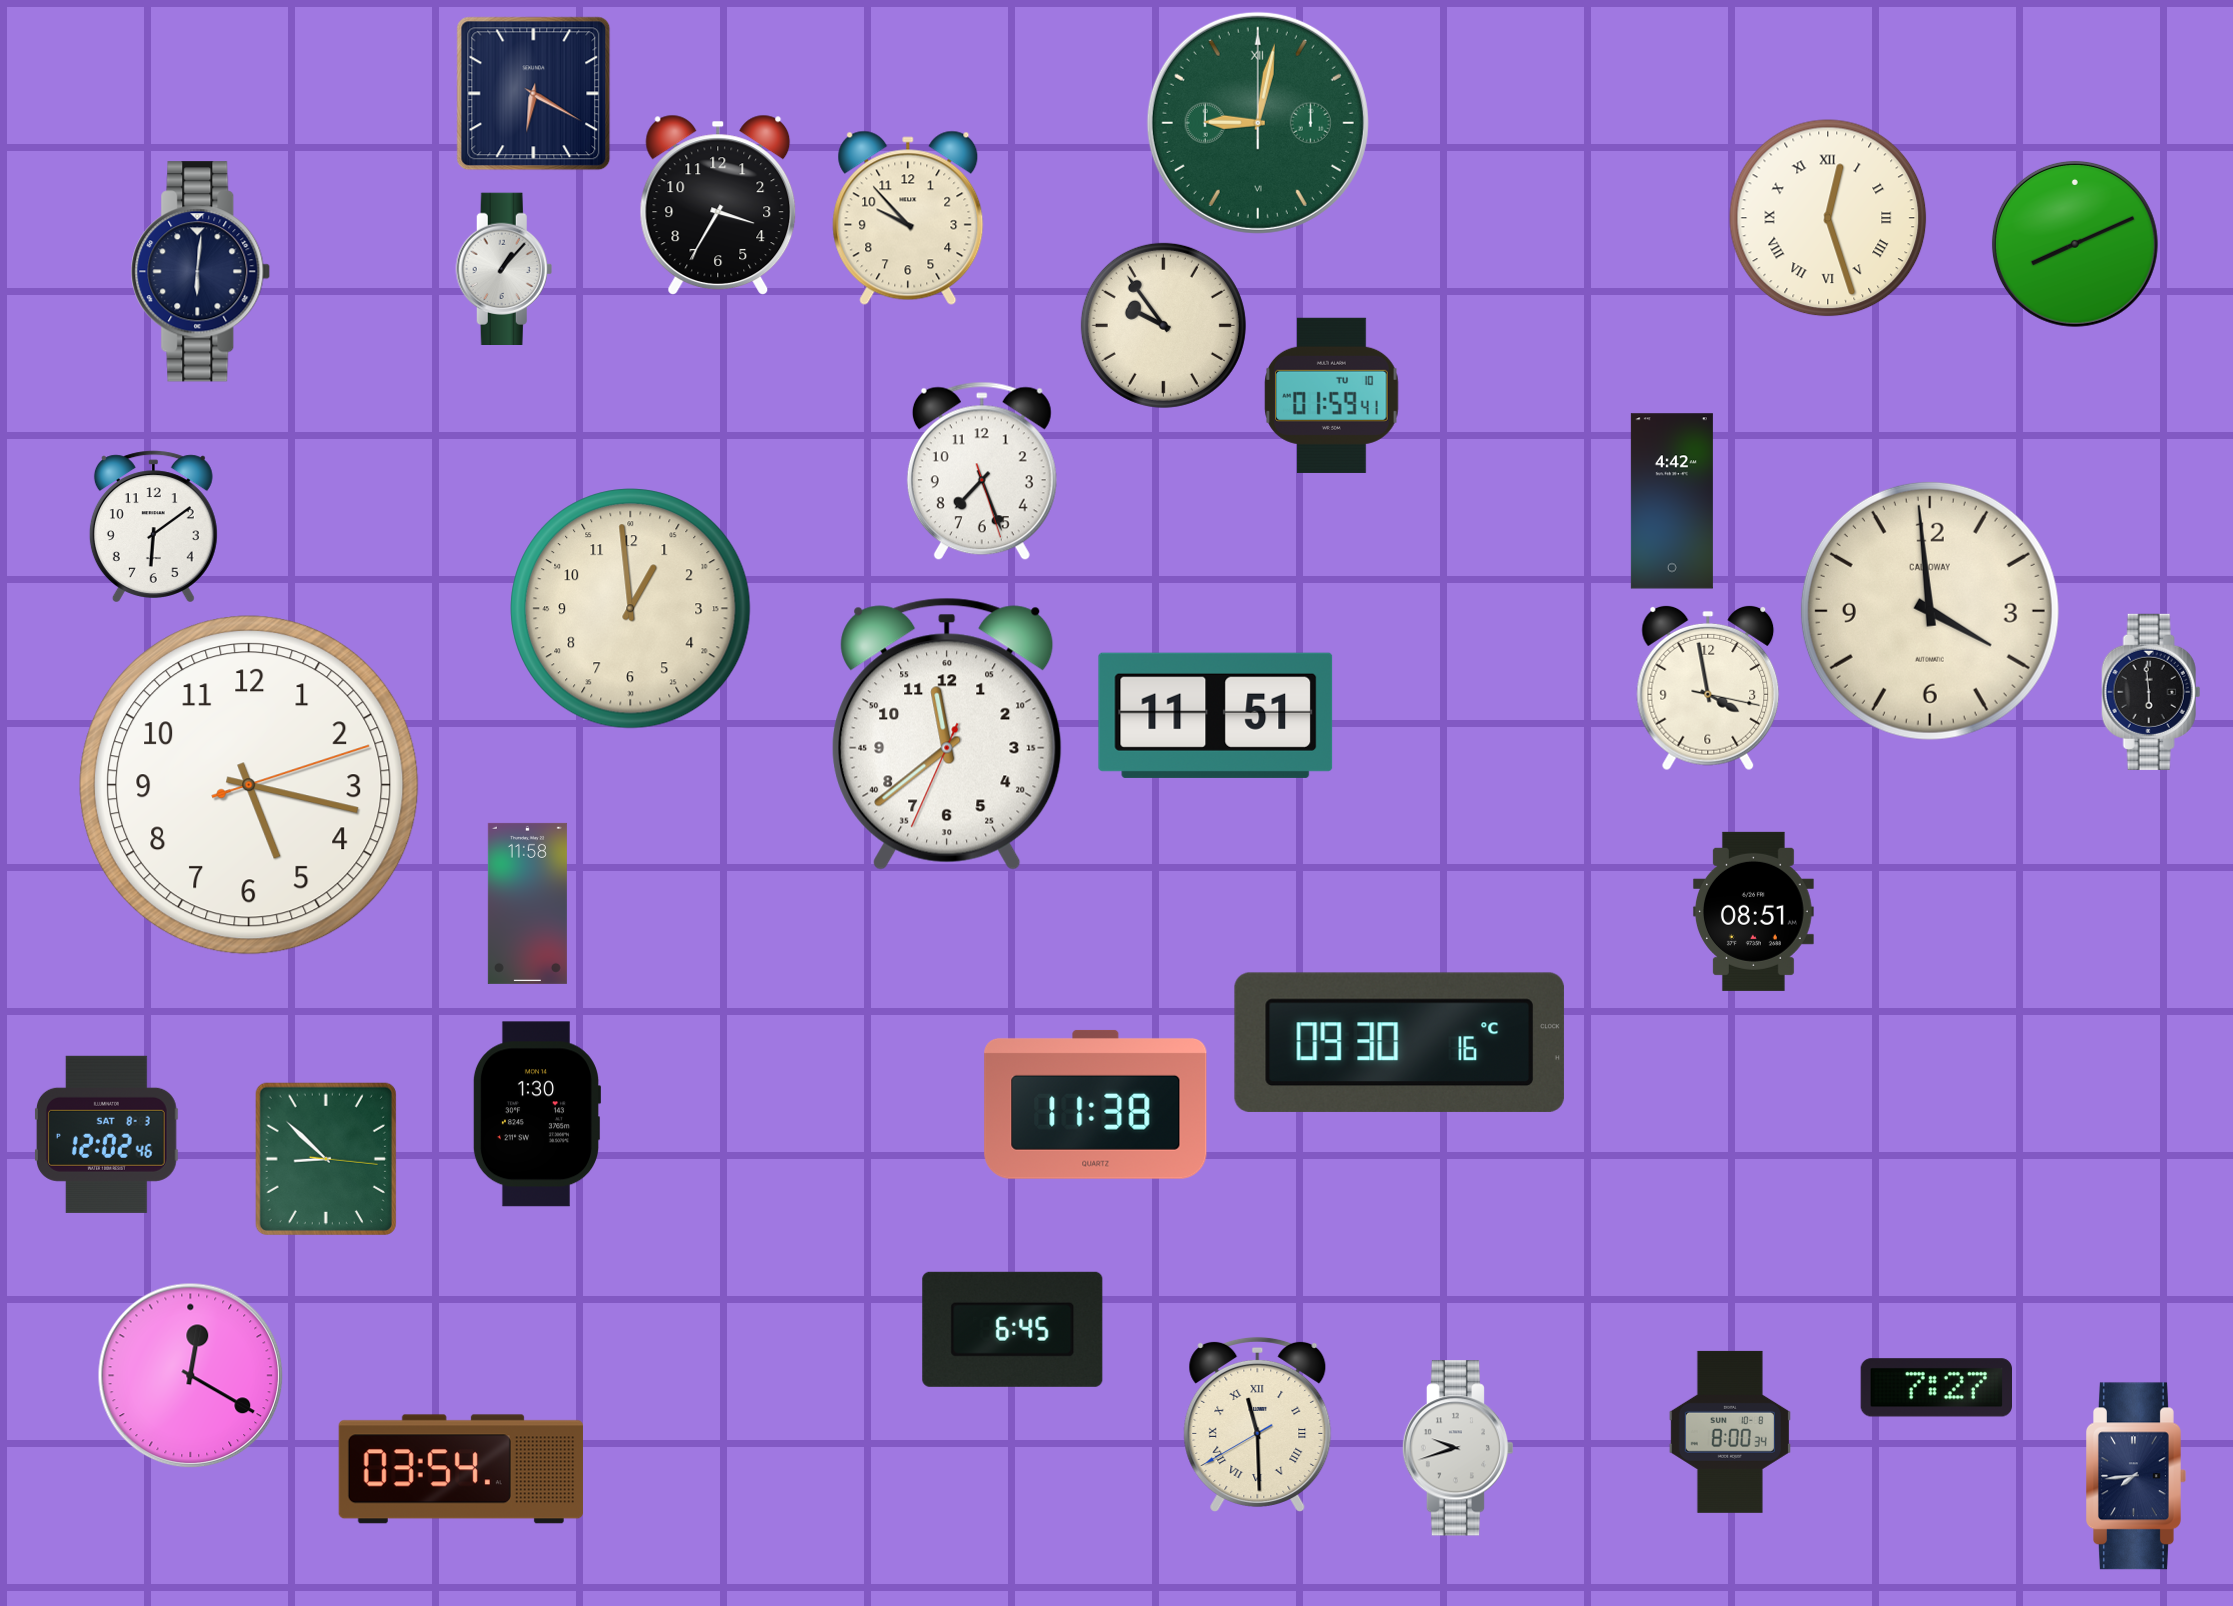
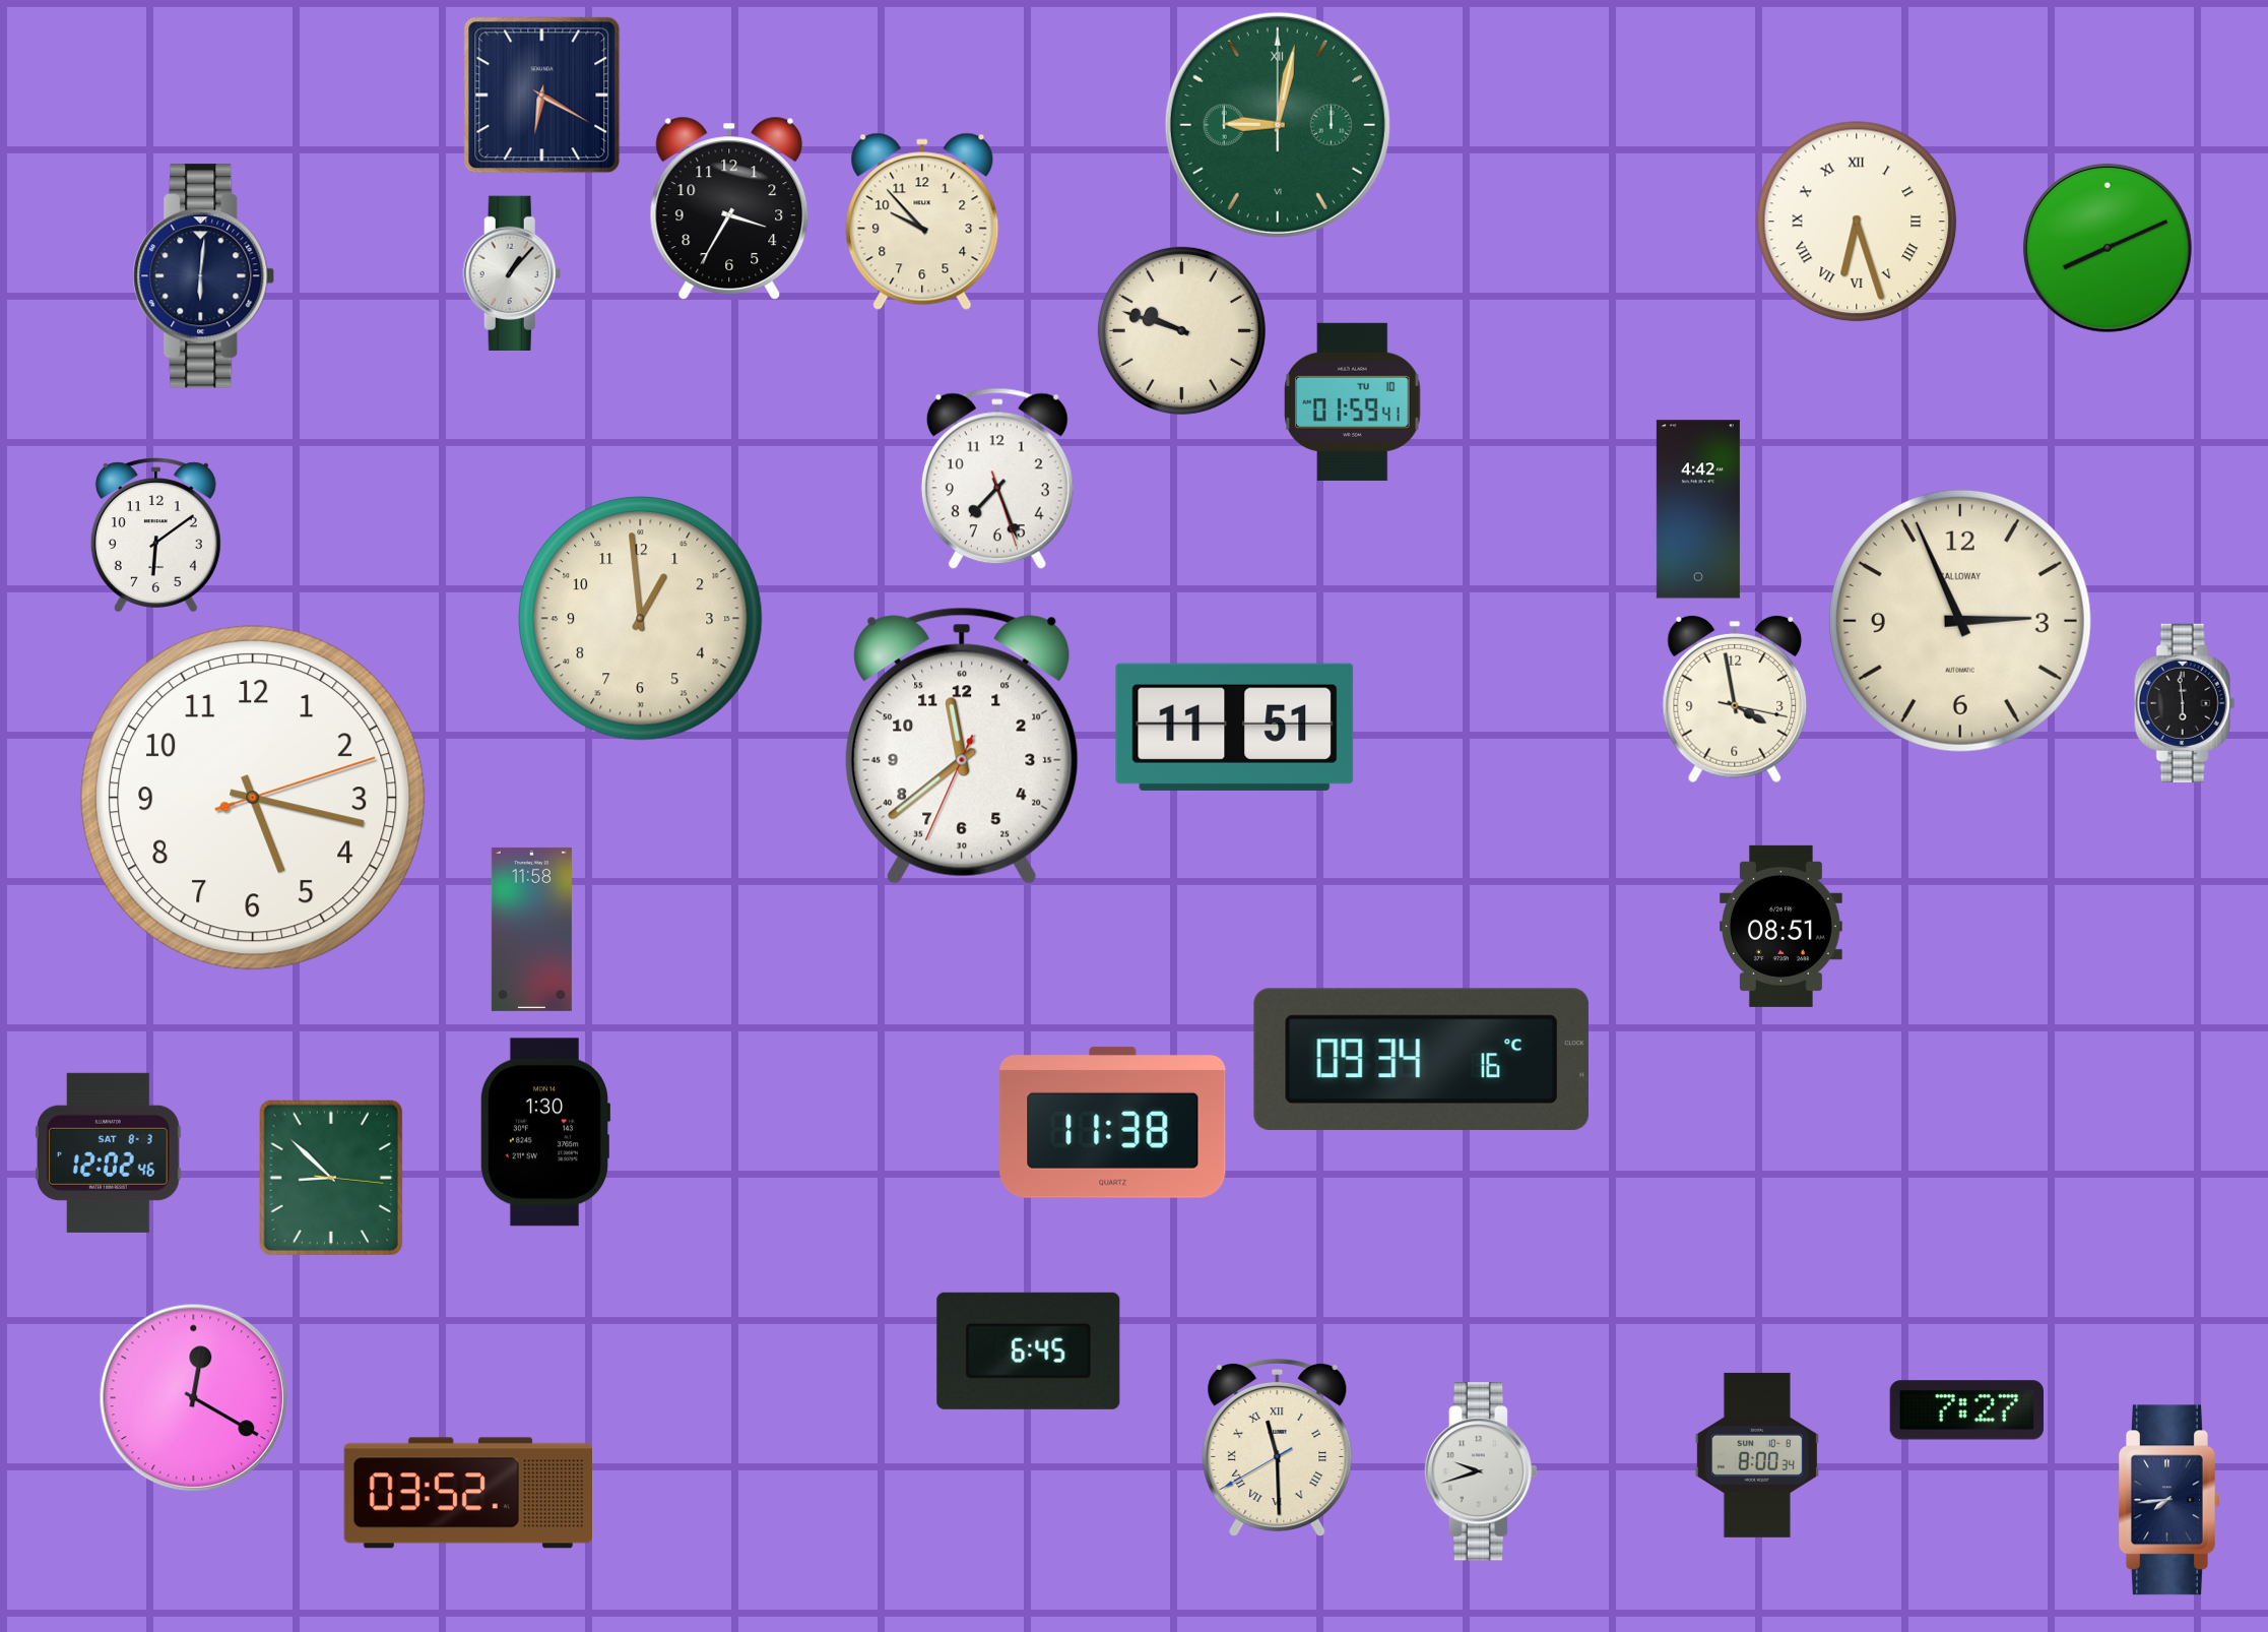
clock at (1828, 218): 12:27 -> 6:27
clock at (1163, 325): 9:54 -> 9:48
clock at (1930, 611): 3:59 -> 2:56
clock at (527, 903) position: (527, 903) -> (531, 929)
clock at (1399, 1042): 09:30 -> 09:34
clock at (461, 1469): 03:54 -> 03:52
